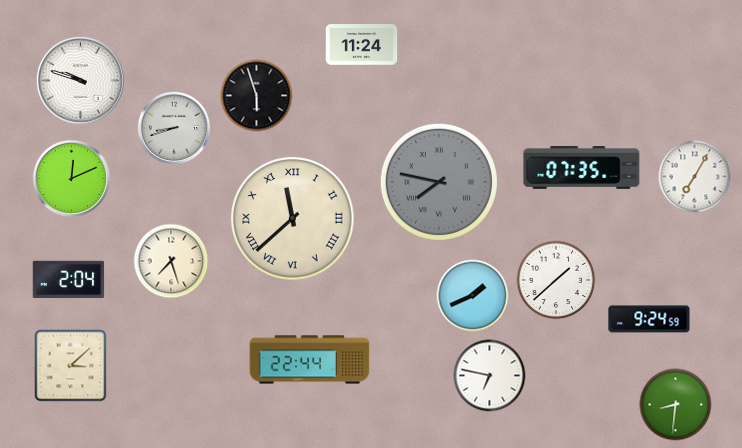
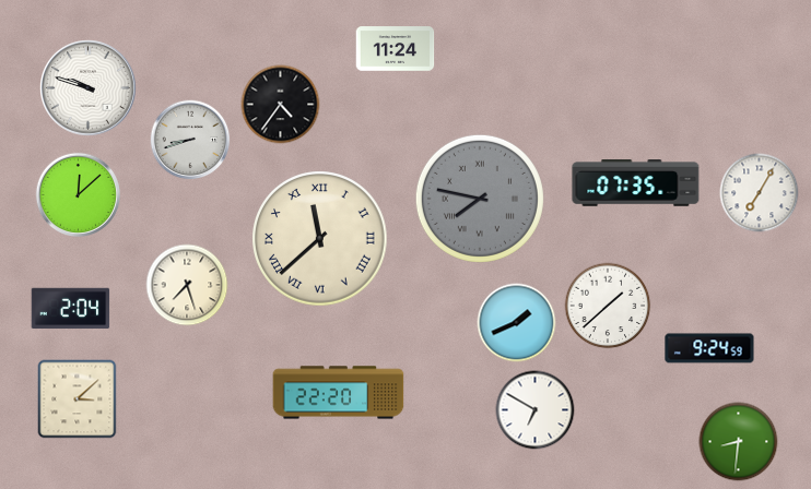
clock at (257, 96): 5:57 -> 4:36
clock at (71, 178): 12:11 -> 12:08
clock at (69, 280) position: (69, 280) -> (71, 309)
clock at (310, 360): 22:44 -> 22:20
clock at (490, 376): 6:47 -> 6:50
